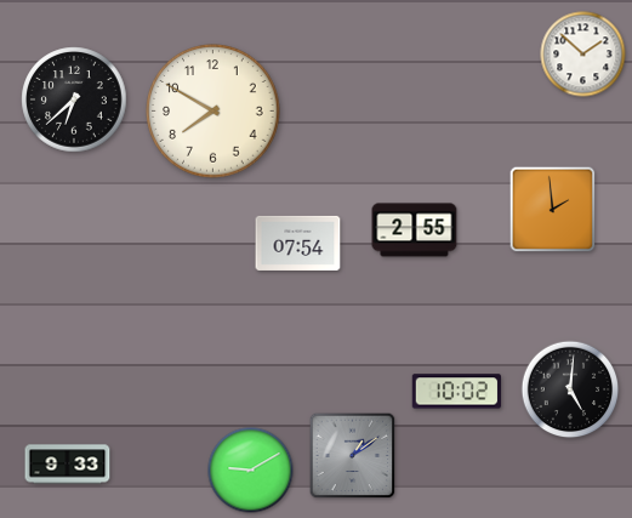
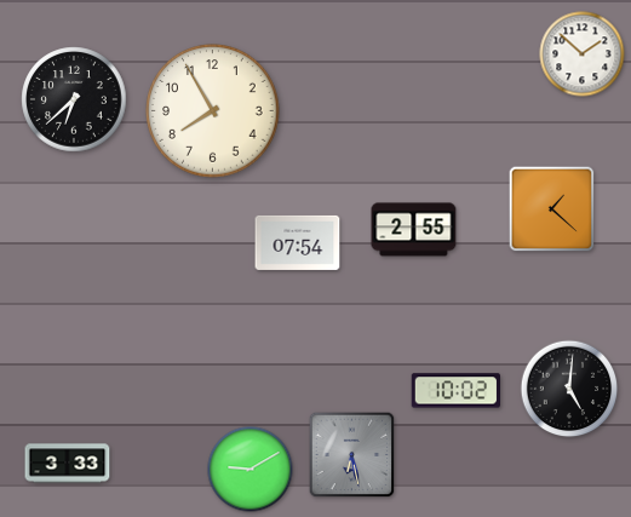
clock at (213, 112): 7:50 -> 7:55
clock at (553, 210): 1:59 -> 1:22
clock at (353, 456): 1:09 -> 6:28
clock at (68, 465): 9:33 -> 3:33
